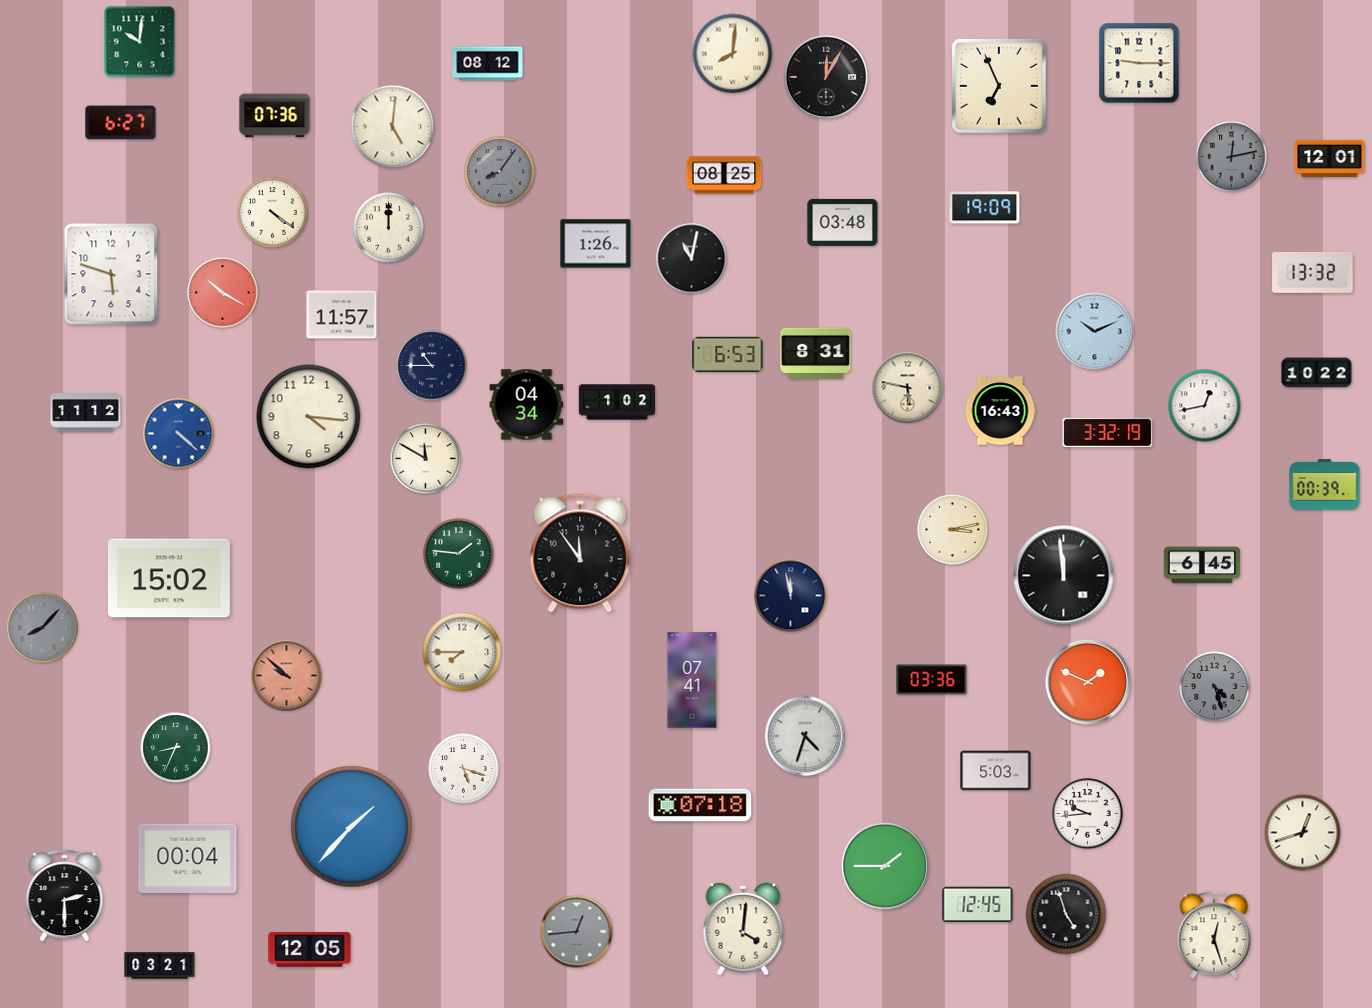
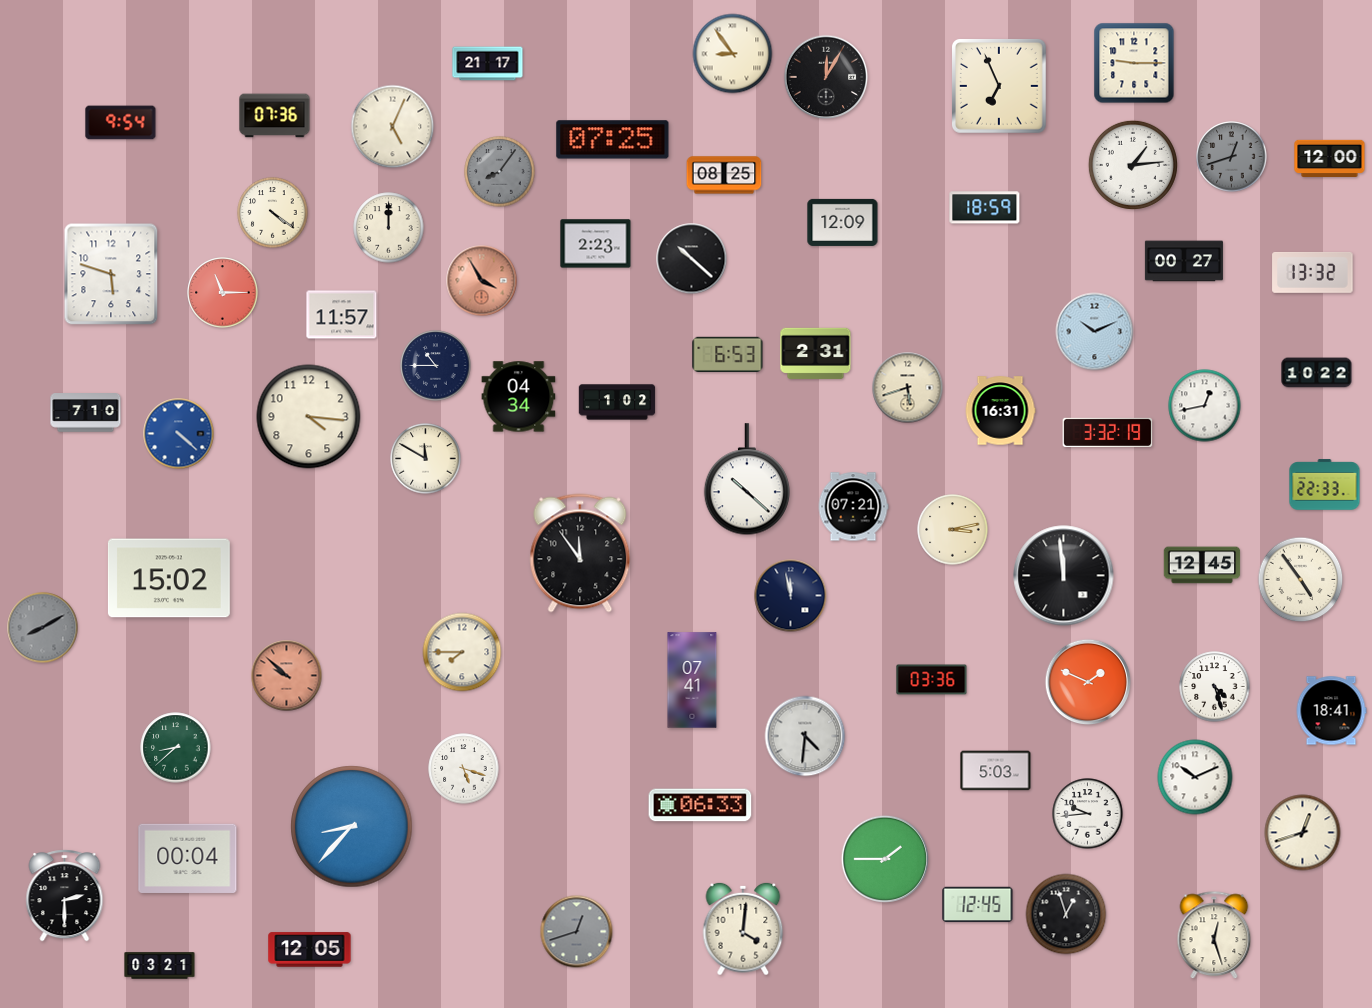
clock at (140, 42): 10:01 -> none
clock at (733, 54): 8:01 -> 8:54
clock at (1139, 63) position: (1139, 63) -> (1134, 63)
clock at (488, 64): 08:12 -> 21:17
clock at (121, 123): 6:27 -> 9:54
clock at (393, 127): 5:01 -> 5:04
clock at (613, 140): none -> 07:25
clock at (1232, 157): 12:13 -> 12:42
clock at (1330, 158): 12:01 -> 12:00
clock at (1133, 165): none -> 1:14
clock at (985, 208): 19:09 -> 18:59
clock at (843, 222): 03:48 -> 12:09
clock at (596, 244): 1:26 -> 2:23
clock at (692, 259): 11:02 -> 10:22
clock at (1184, 261): none -> 00:27
clock at (482, 281): none -> 3:55
clock at (223, 293): 10:20 -> 11:15
clock at (816, 353): 8:31 -> 2:31
clock at (432, 366) position: (432, 366) -> (436, 366)
clock at (908, 388): 5:47 -> 5:42
clock at (527, 405) position: (527, 405) -> (519, 397)
clock at (1000, 411): 16:43 -> 16:31
clock at (86, 413): 11:12 -> 7:10
clock at (746, 480): none -> 10:22
clock at (1325, 485): 00:39 -> 22:33
clock at (853, 507): none -> 07:21
clock at (459, 554): 1:46 -> none
clock at (1202, 565): 6:45 -> 12:45
clock at (1301, 580): none -> 4:54
clock at (43, 628): 8:07 -> 8:10
clock at (1215, 687) dial: grey -> white
clock at (1331, 711): none -> 18:41
clock at (805, 736): 4:33 -> 4:31
clock at (176, 748): 8:34 -> 8:38
clock at (1195, 777): none -> 10:11
clock at (700, 805): 07:18 -> 06:33
clock at (352, 827): 1:37 -> 8:37
clock at (885, 866) position: (885, 866) -> (885, 859)
clock at (1066, 914): 4:57 -> 12:57
clock at (577, 932): 12:44 -> 12:42
